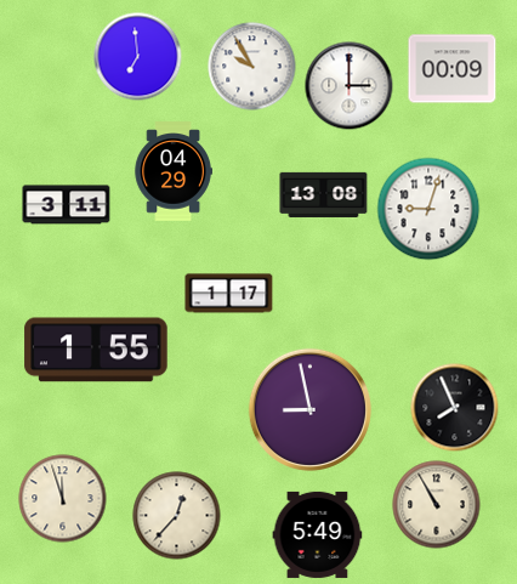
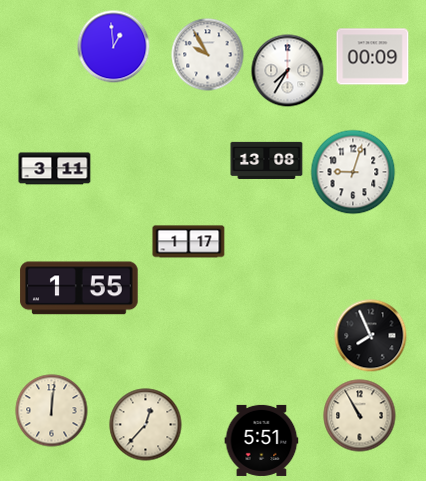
clock at (138, 57): 6:59 -> 12:59
clock at (350, 86): 3:00 -> 7:35
clock at (174, 171): 04:29 -> none
clock at (455, 408) position: (455, 408) -> (371, 336)
clock at (309, 409): 8:58 -> none
clock at (63, 499): 11:57 -> 12:01
clock at (318, 534): 5:49 -> 5:51
